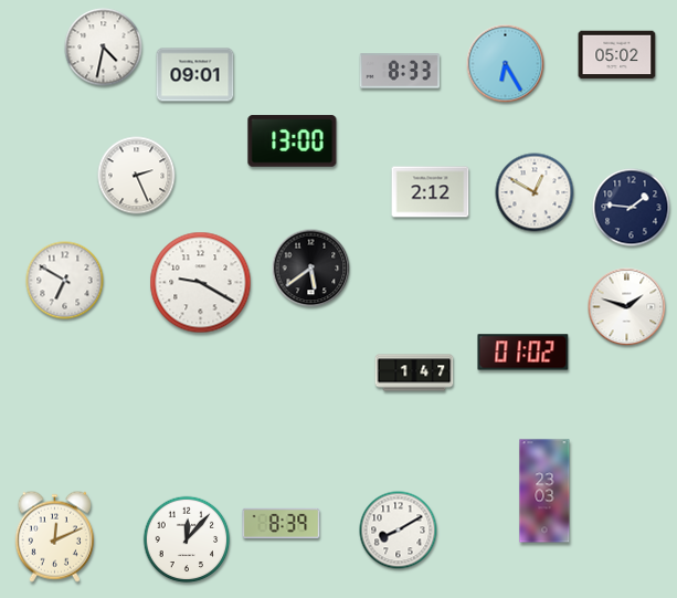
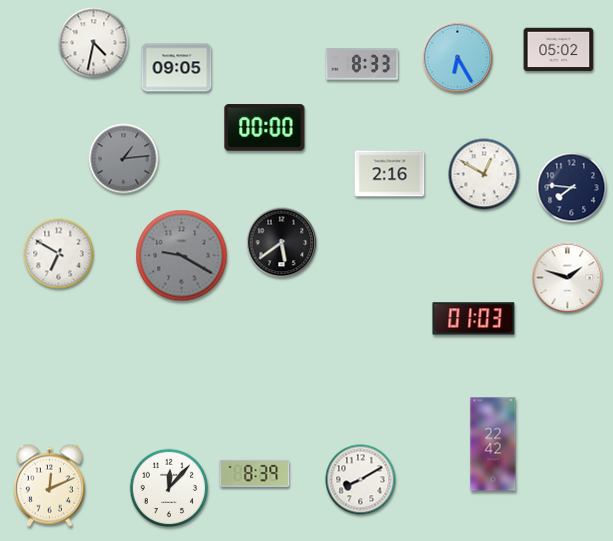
clock at (195, 75): 09:01 -> 09:05
clock at (293, 141): 13:00 -> 00:00
clock at (137, 176): 2:26 -> 1:14
clock at (137, 176) dial: white -> grey
clock at (431, 192): 2:12 -> 2:16
clock at (632, 208): 1:46 -> 7:46
clock at (201, 283) dial: white -> grey
clock at (523, 353): 01:02 -> 01:03
clock at (414, 373): 1:47 -> none
clock at (544, 491): 23:03 -> 22:42
